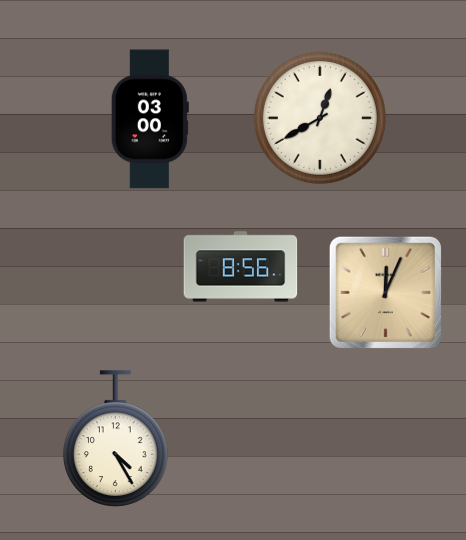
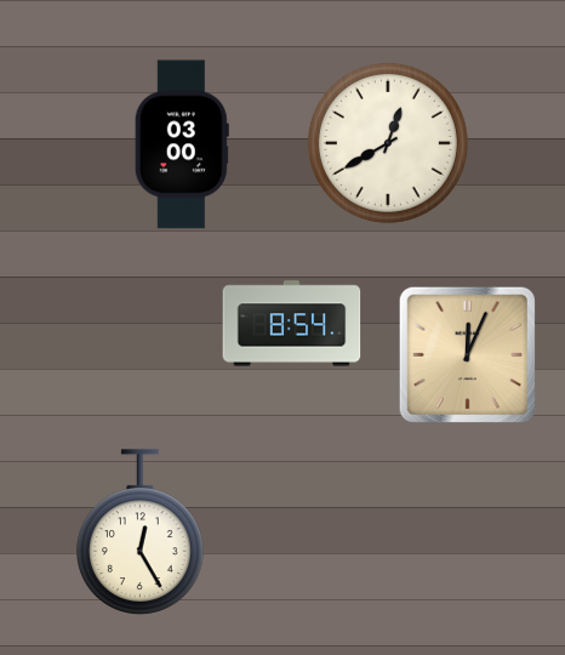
clock at (241, 267): 8:56 -> 8:54
clock at (116, 439): 4:25 -> 12:25
